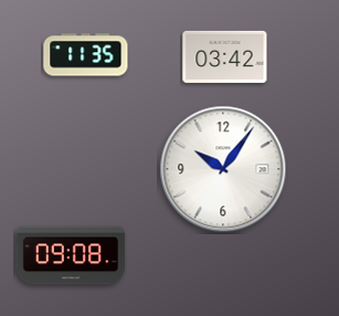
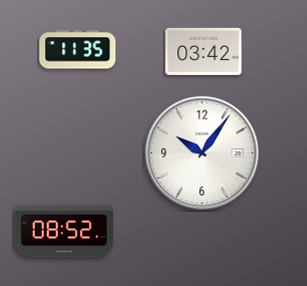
clock at (71, 255): 09:08 -> 08:52
